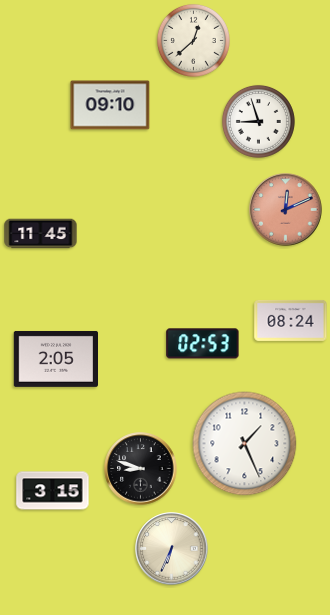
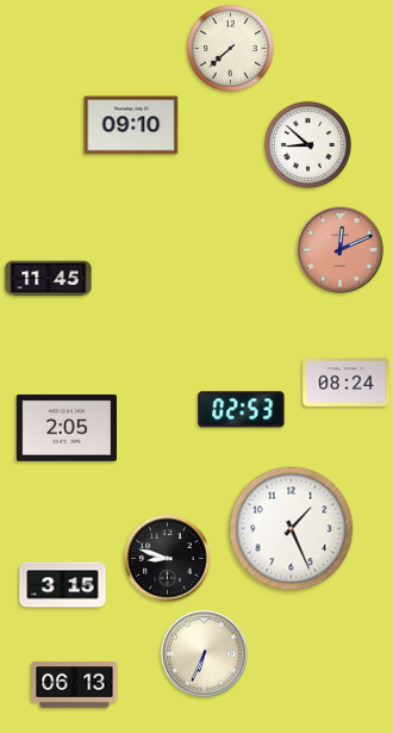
clock at (193, 40): 12:38 -> 7:38
clock at (258, 121): 8:57 -> 8:52
clock at (75, 685): none -> 06:13
